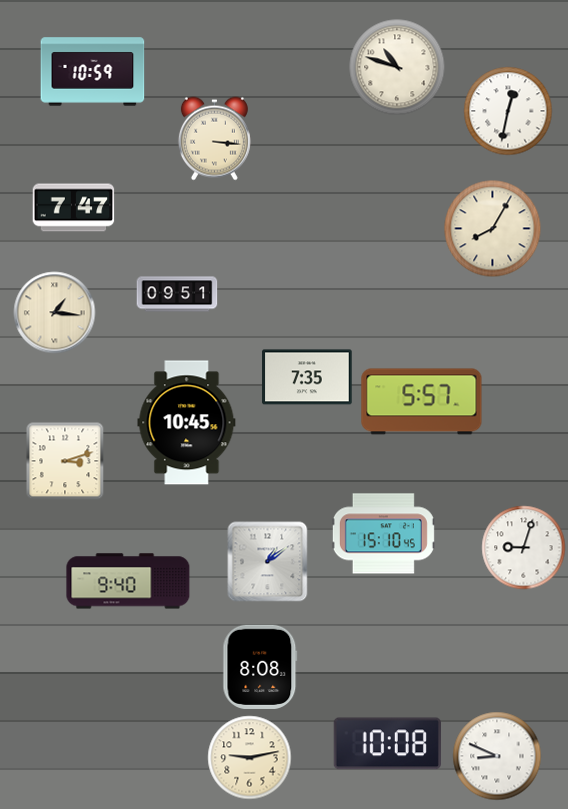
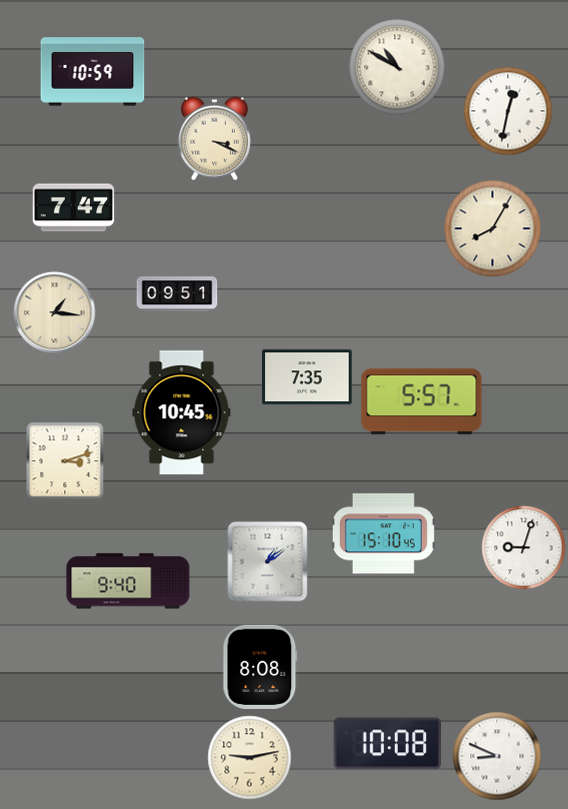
clock at (397, 67): 10:48 -> 10:50
clock at (214, 139): 3:16 -> 3:19
clock at (187, 423) position: (187, 423) -> (182, 413)
